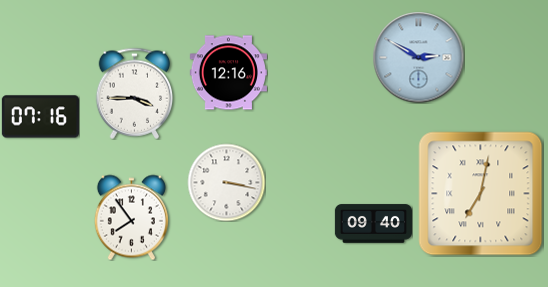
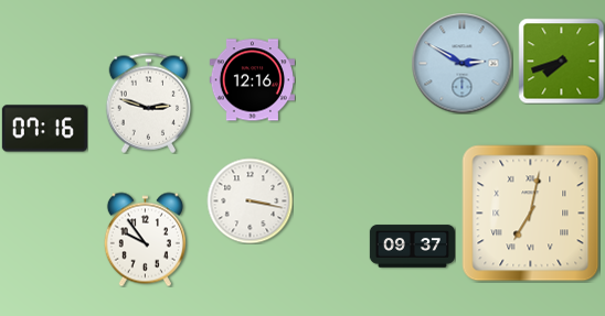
clock at (561, 61): none -> 7:42
clock at (135, 93): 3:45 -> 2:48
clock at (131, 217): 7:54 -> 9:54
clock at (373, 224): 09:40 -> 09:37
